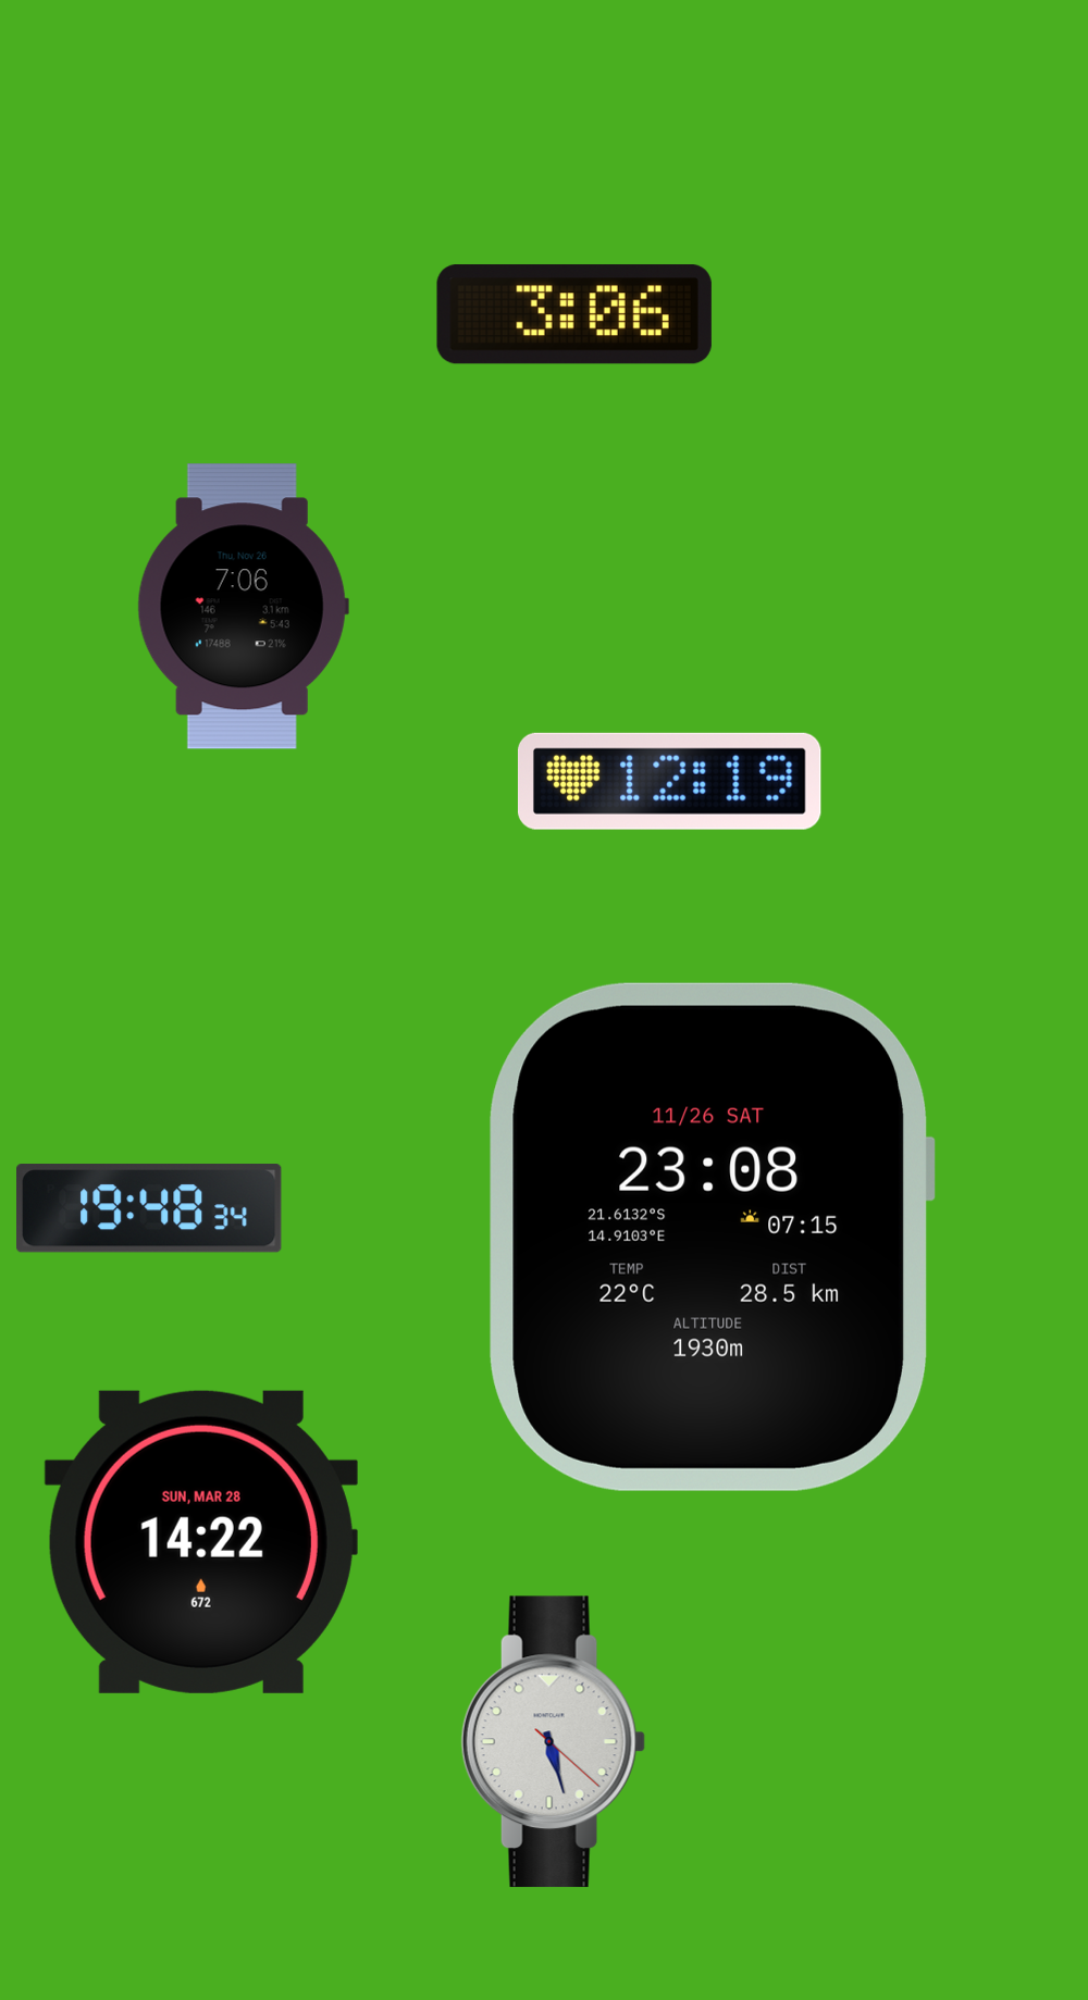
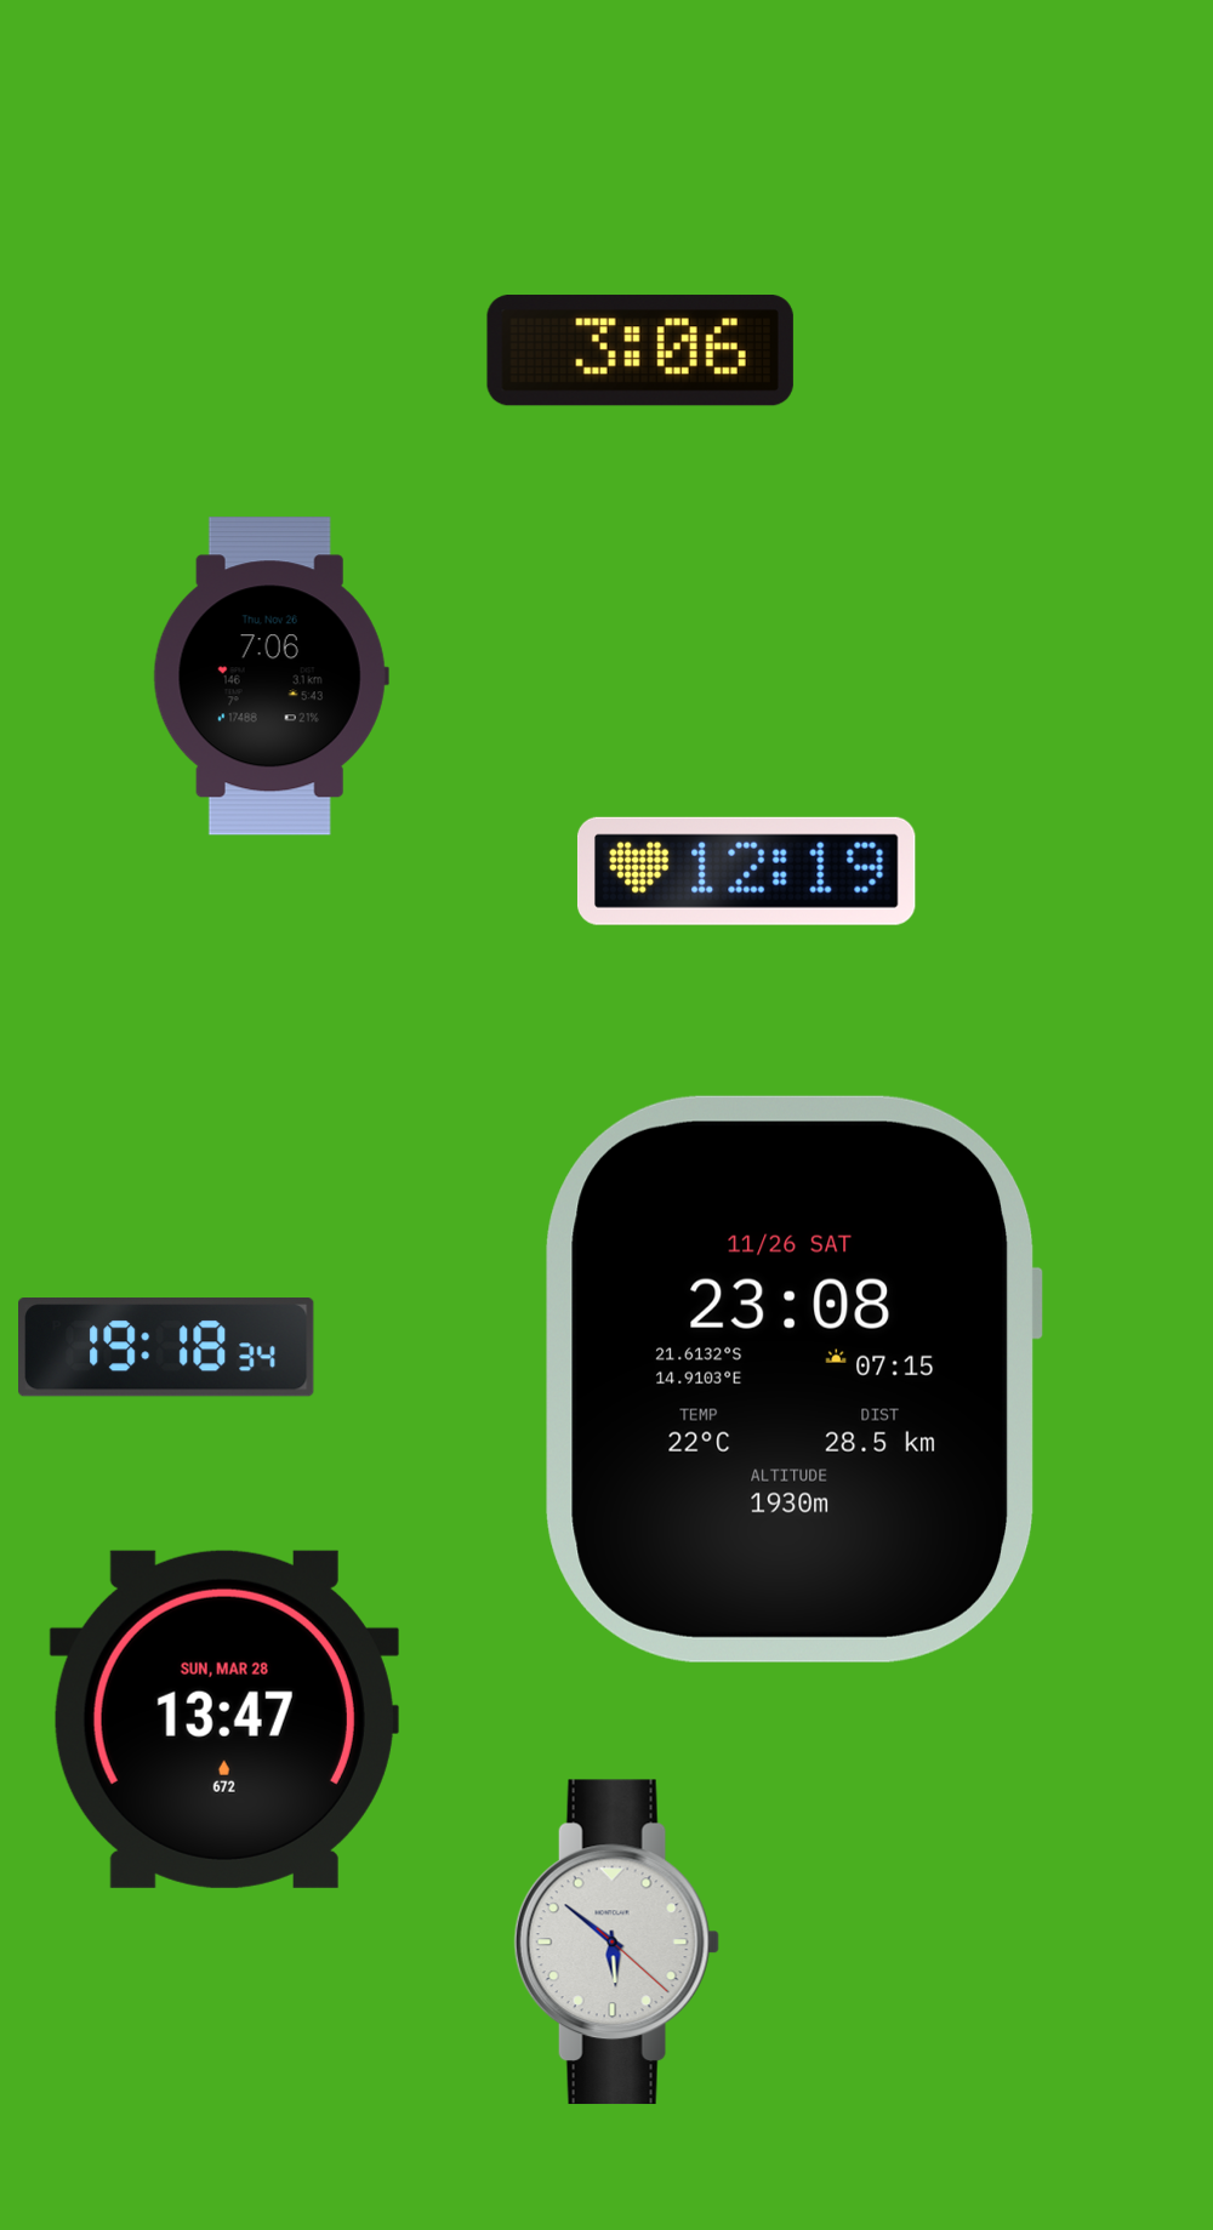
clock at (150, 1209): 19:48 -> 19:18
clock at (201, 1542): 14:22 -> 13:47
clock at (553, 1742): 5:27 -> 5:51
